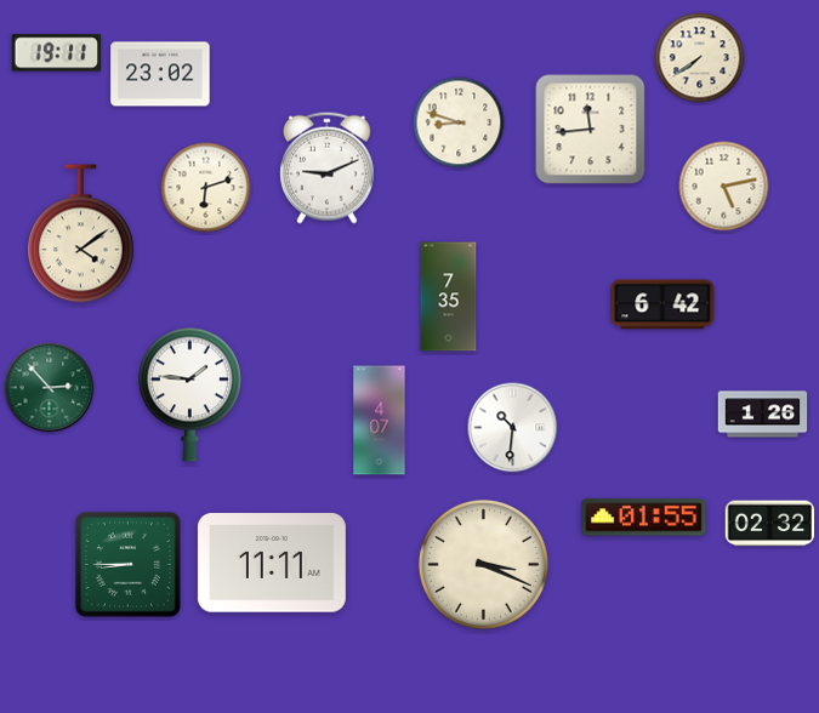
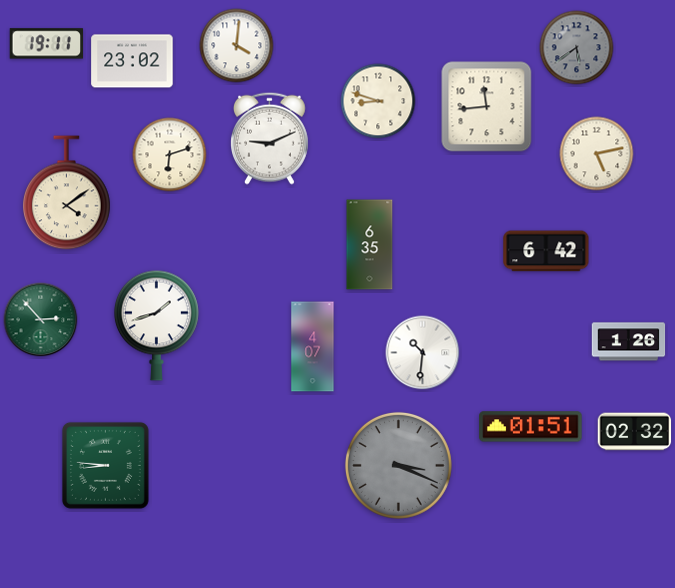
clock at (237, 46): none -> 4:01
clock at (700, 58): 7:39 -> 5:39
clock at (700, 58) dial: cream -> grey
clock at (449, 297): 7:35 -> 6:35
clock at (189, 394): 1:46 -> 1:42
clock at (644, 518): 01:55 -> 01:51
clock at (272, 563): 11:11 -> none
clock at (127, 564): 8:45 -> 8:46
clock at (483, 564) dial: cream -> grey
